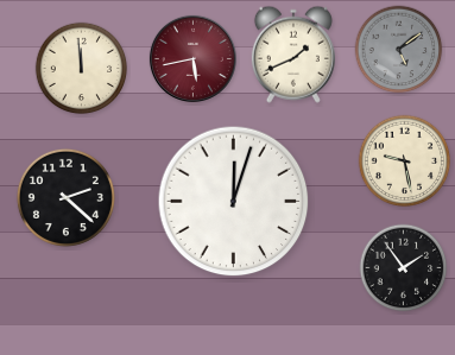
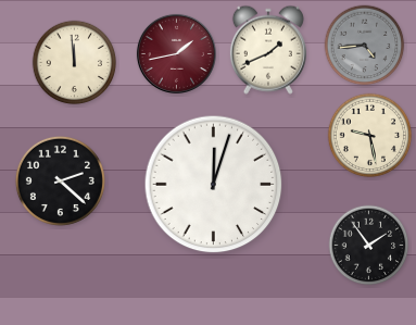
clock at (399, 50): 5:09 -> 4:44
clock at (192, 58): 5:43 -> 1:43
clock at (405, 161) position: (405, 161) -> (370, 136)
